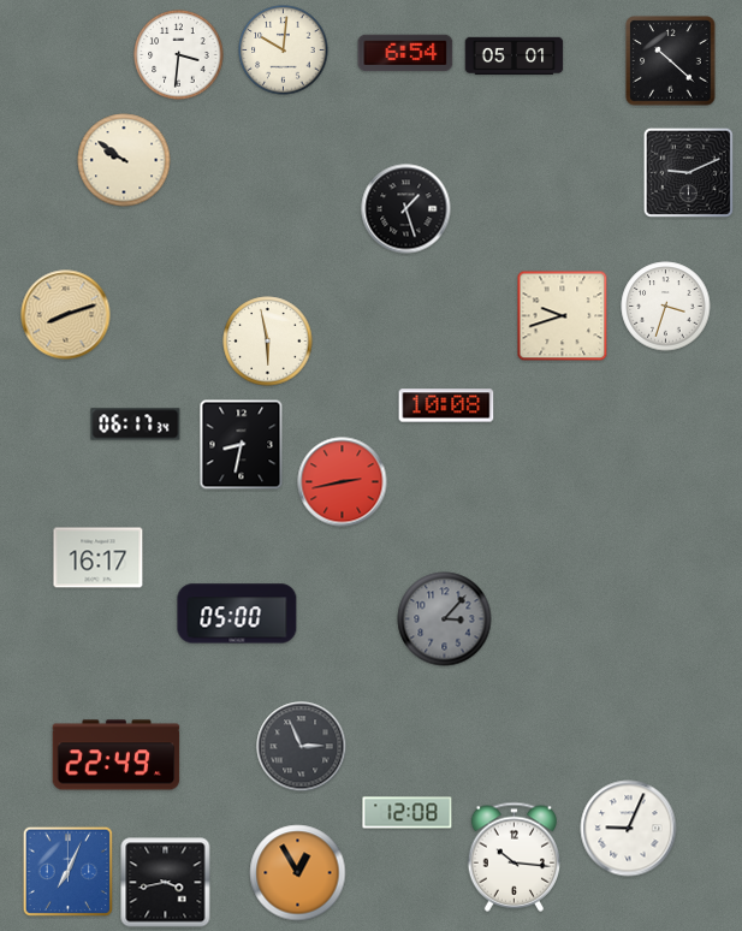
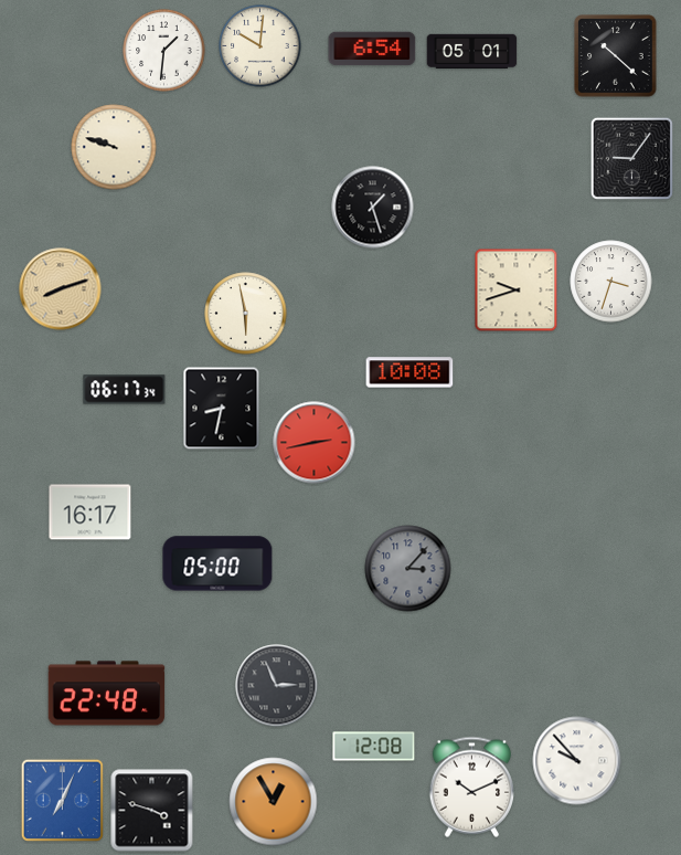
clock at (179, 55): 3:31 -> 1:31
clock at (124, 160): 9:51 -> 9:48
clock at (688, 172): 9:11 -> 9:06
clock at (406, 209) position: (406, 209) -> (373, 208)
clock at (117, 755): 22:49 -> 22:48
clock at (629, 829): 9:04 -> 9:53
clock at (515, 856): 10:16 -> 10:11
clock at (166, 883): 3:43 -> 3:48
